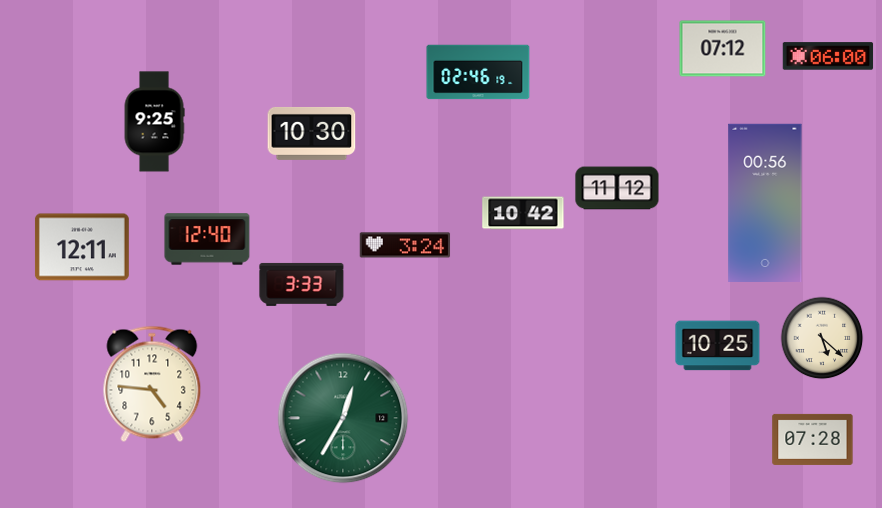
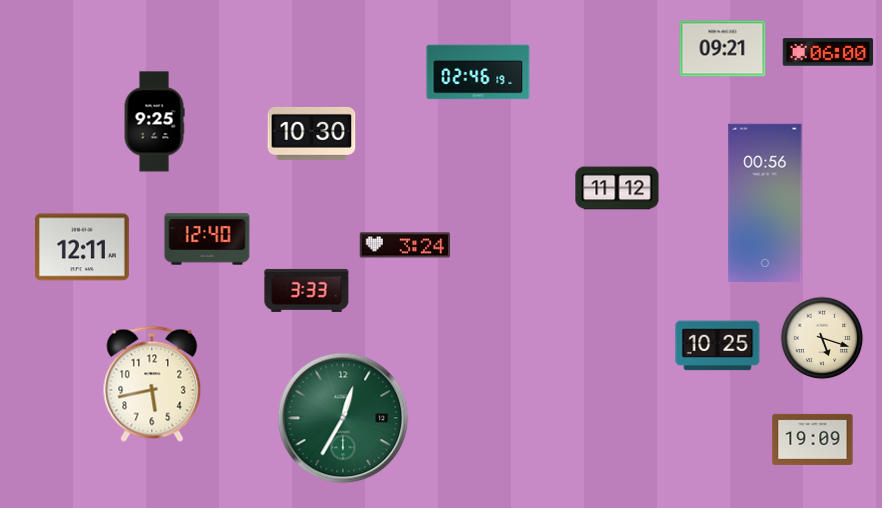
clock at (723, 49): 07:12 -> 09:21
clock at (828, 56) position: (828, 56) -> (828, 52)
clock at (523, 213): 10:42 -> none
clock at (302, 284) position: (302, 284) -> (307, 290)
clock at (822, 338): 5:22 -> 5:18
clock at (152, 384): 4:46 -> 5:43
clock at (813, 439): 07:28 -> 19:09
